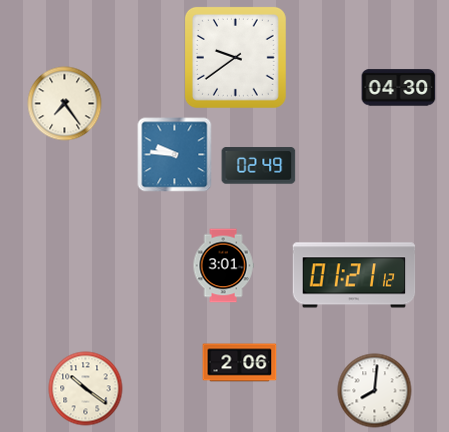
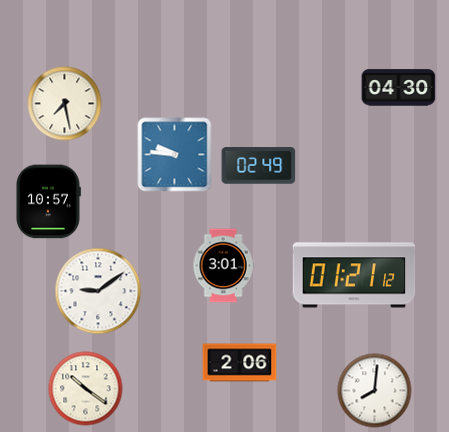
clock at (235, 57): 9:39 -> none
clock at (65, 104): 7:24 -> 7:28
clock at (48, 202): none -> 10:57
clock at (98, 291): none -> 9:09
